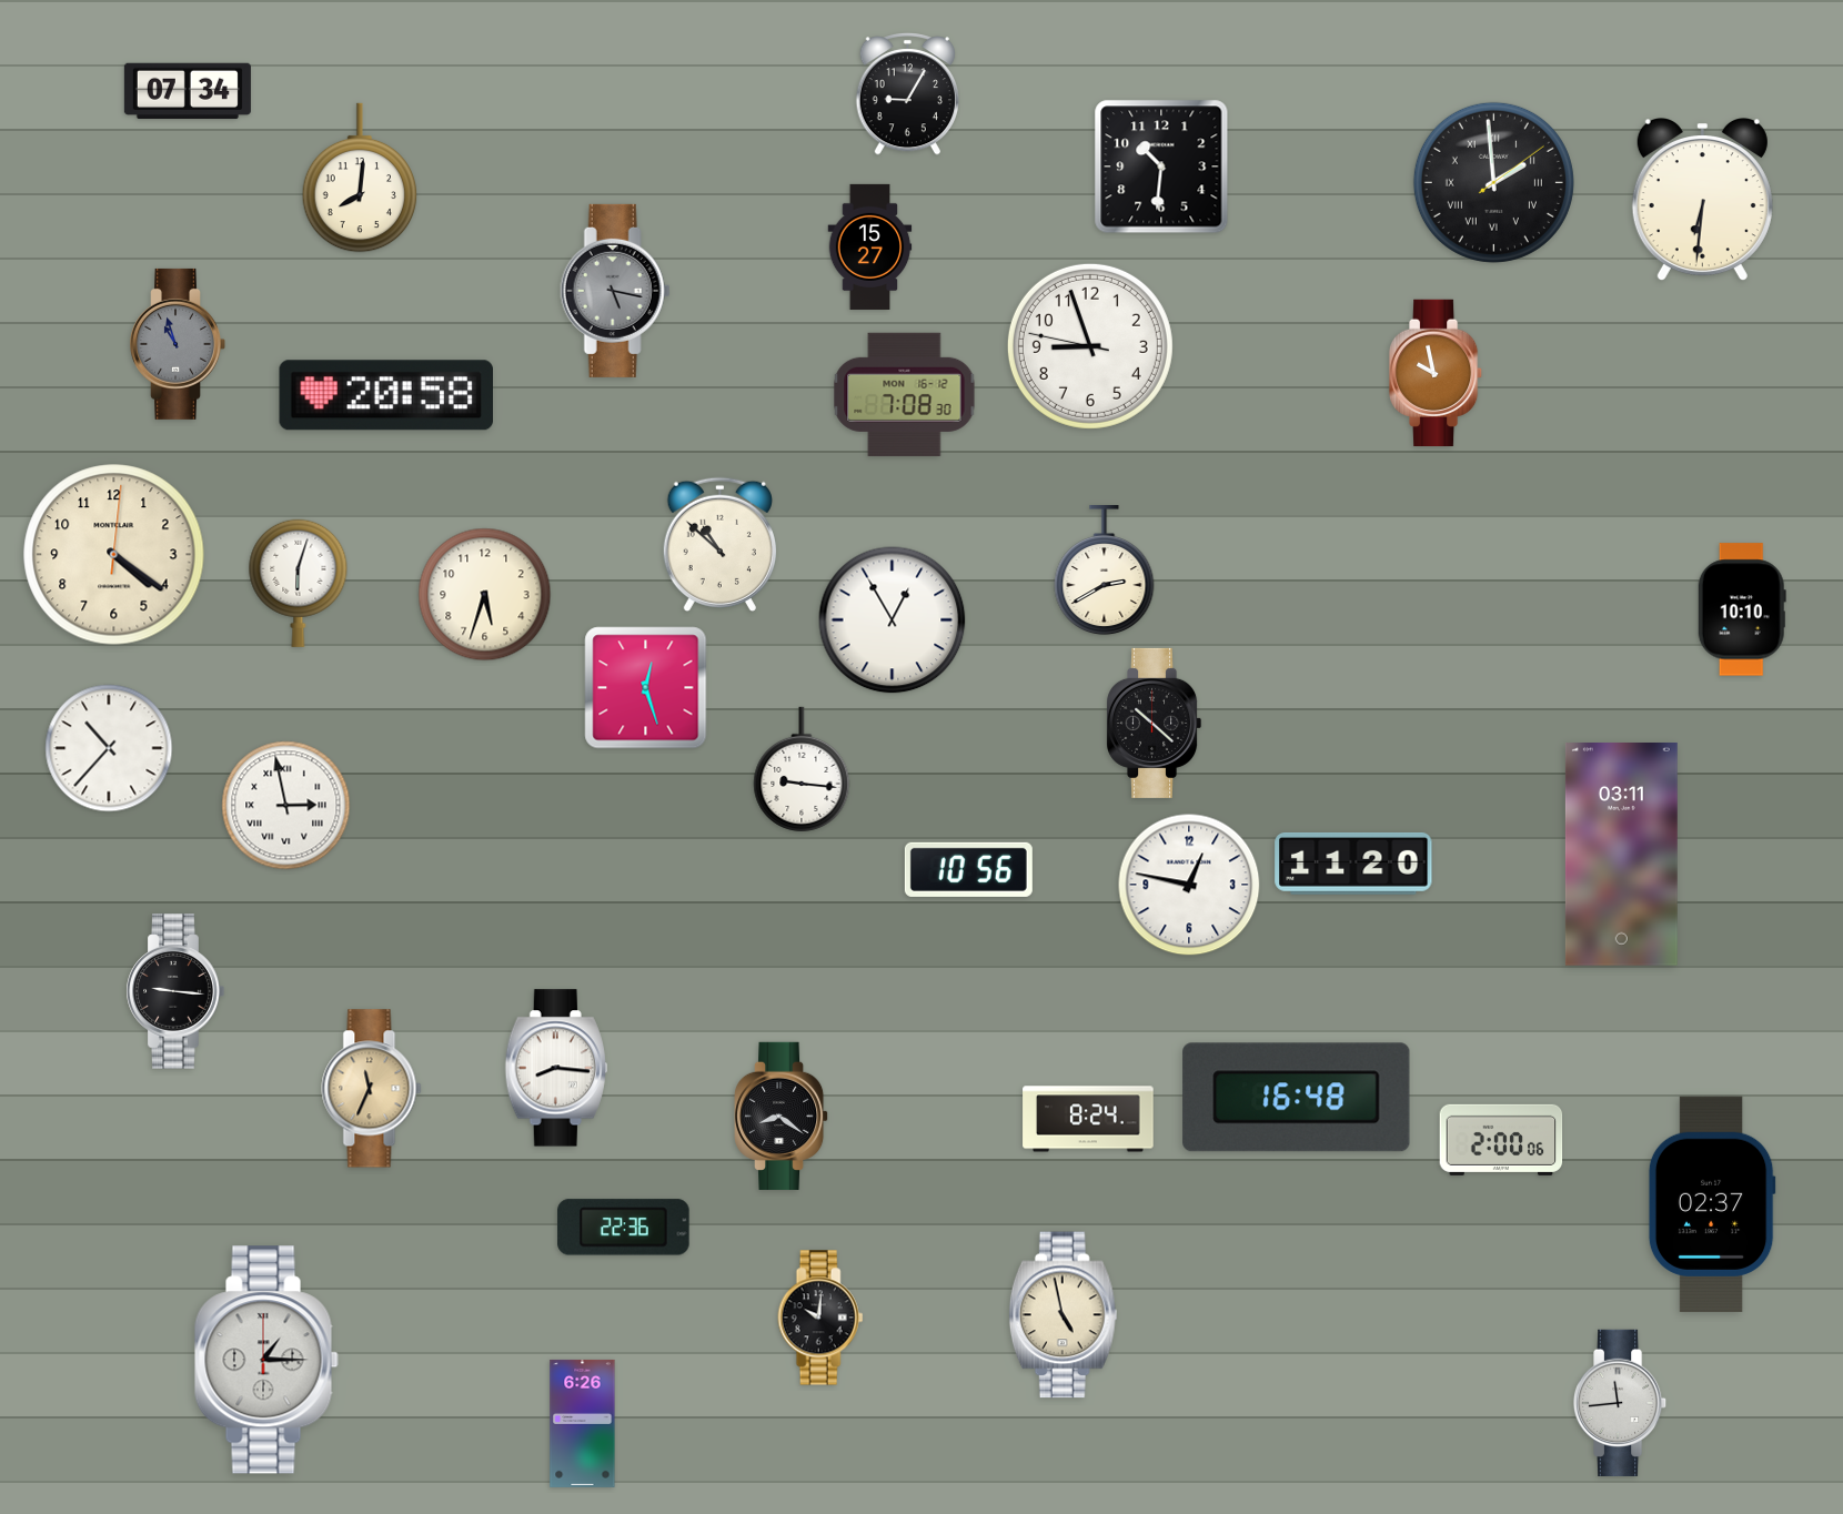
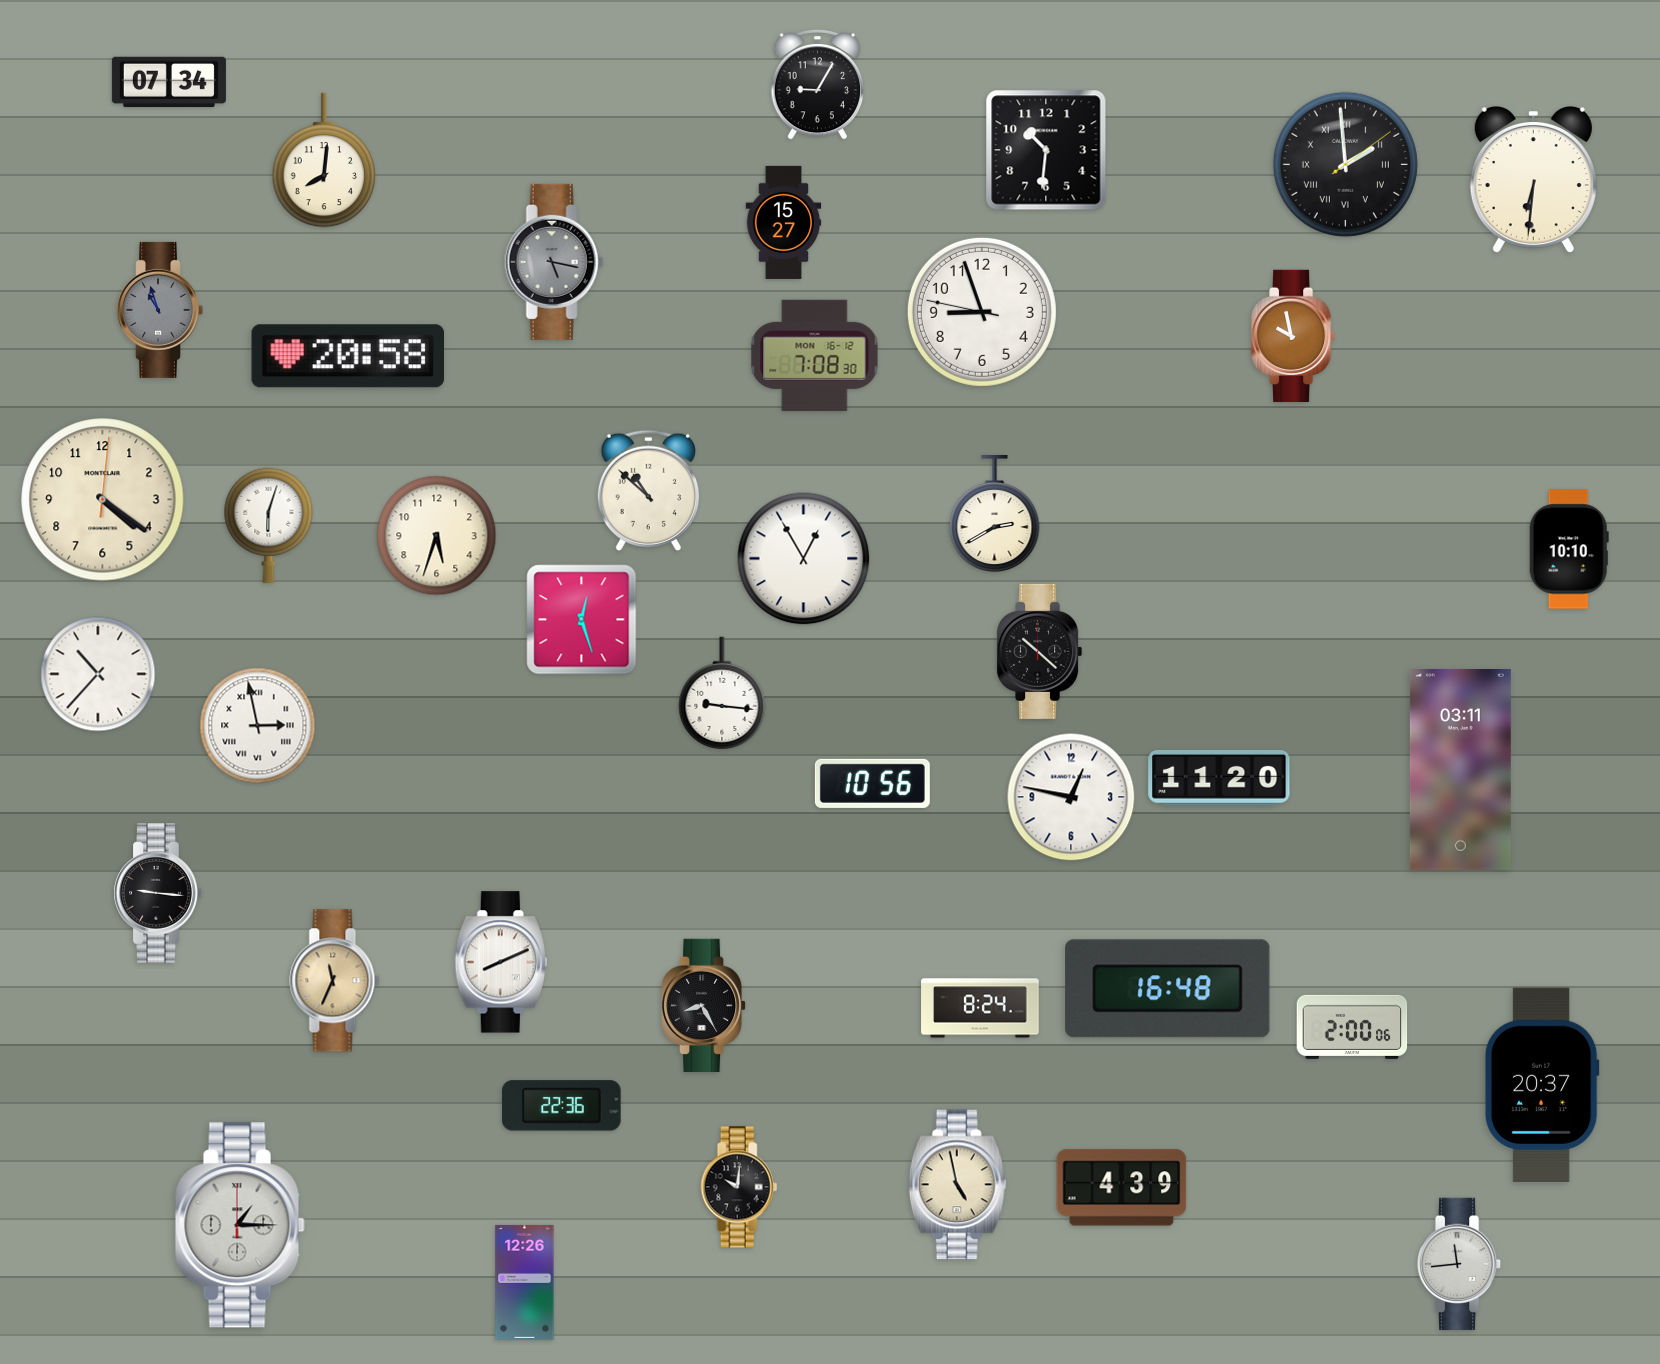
clock at (556, 1068): 8:16 -> 8:11
clock at (783, 1116): 8:21 -> 8:25
clock at (1712, 1203): 02:37 -> 20:37
clock at (1122, 1188): none -> 4:39
clock at (583, 1423): 6:26 -> 12:26
